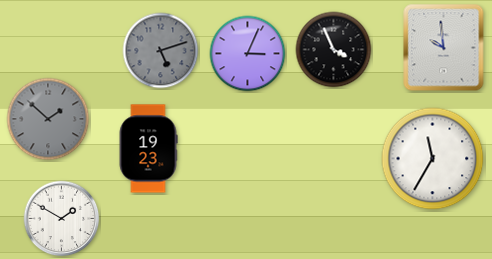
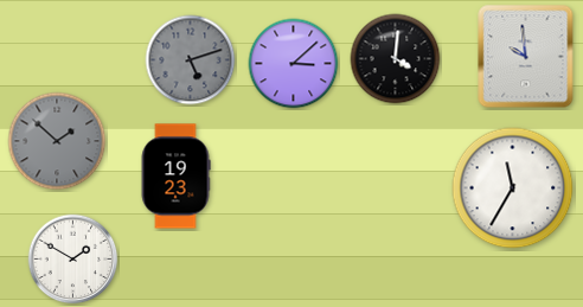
clock at (334, 50): 3:56 -> 4:01
clock at (248, 54): 3:04 -> 3:08
